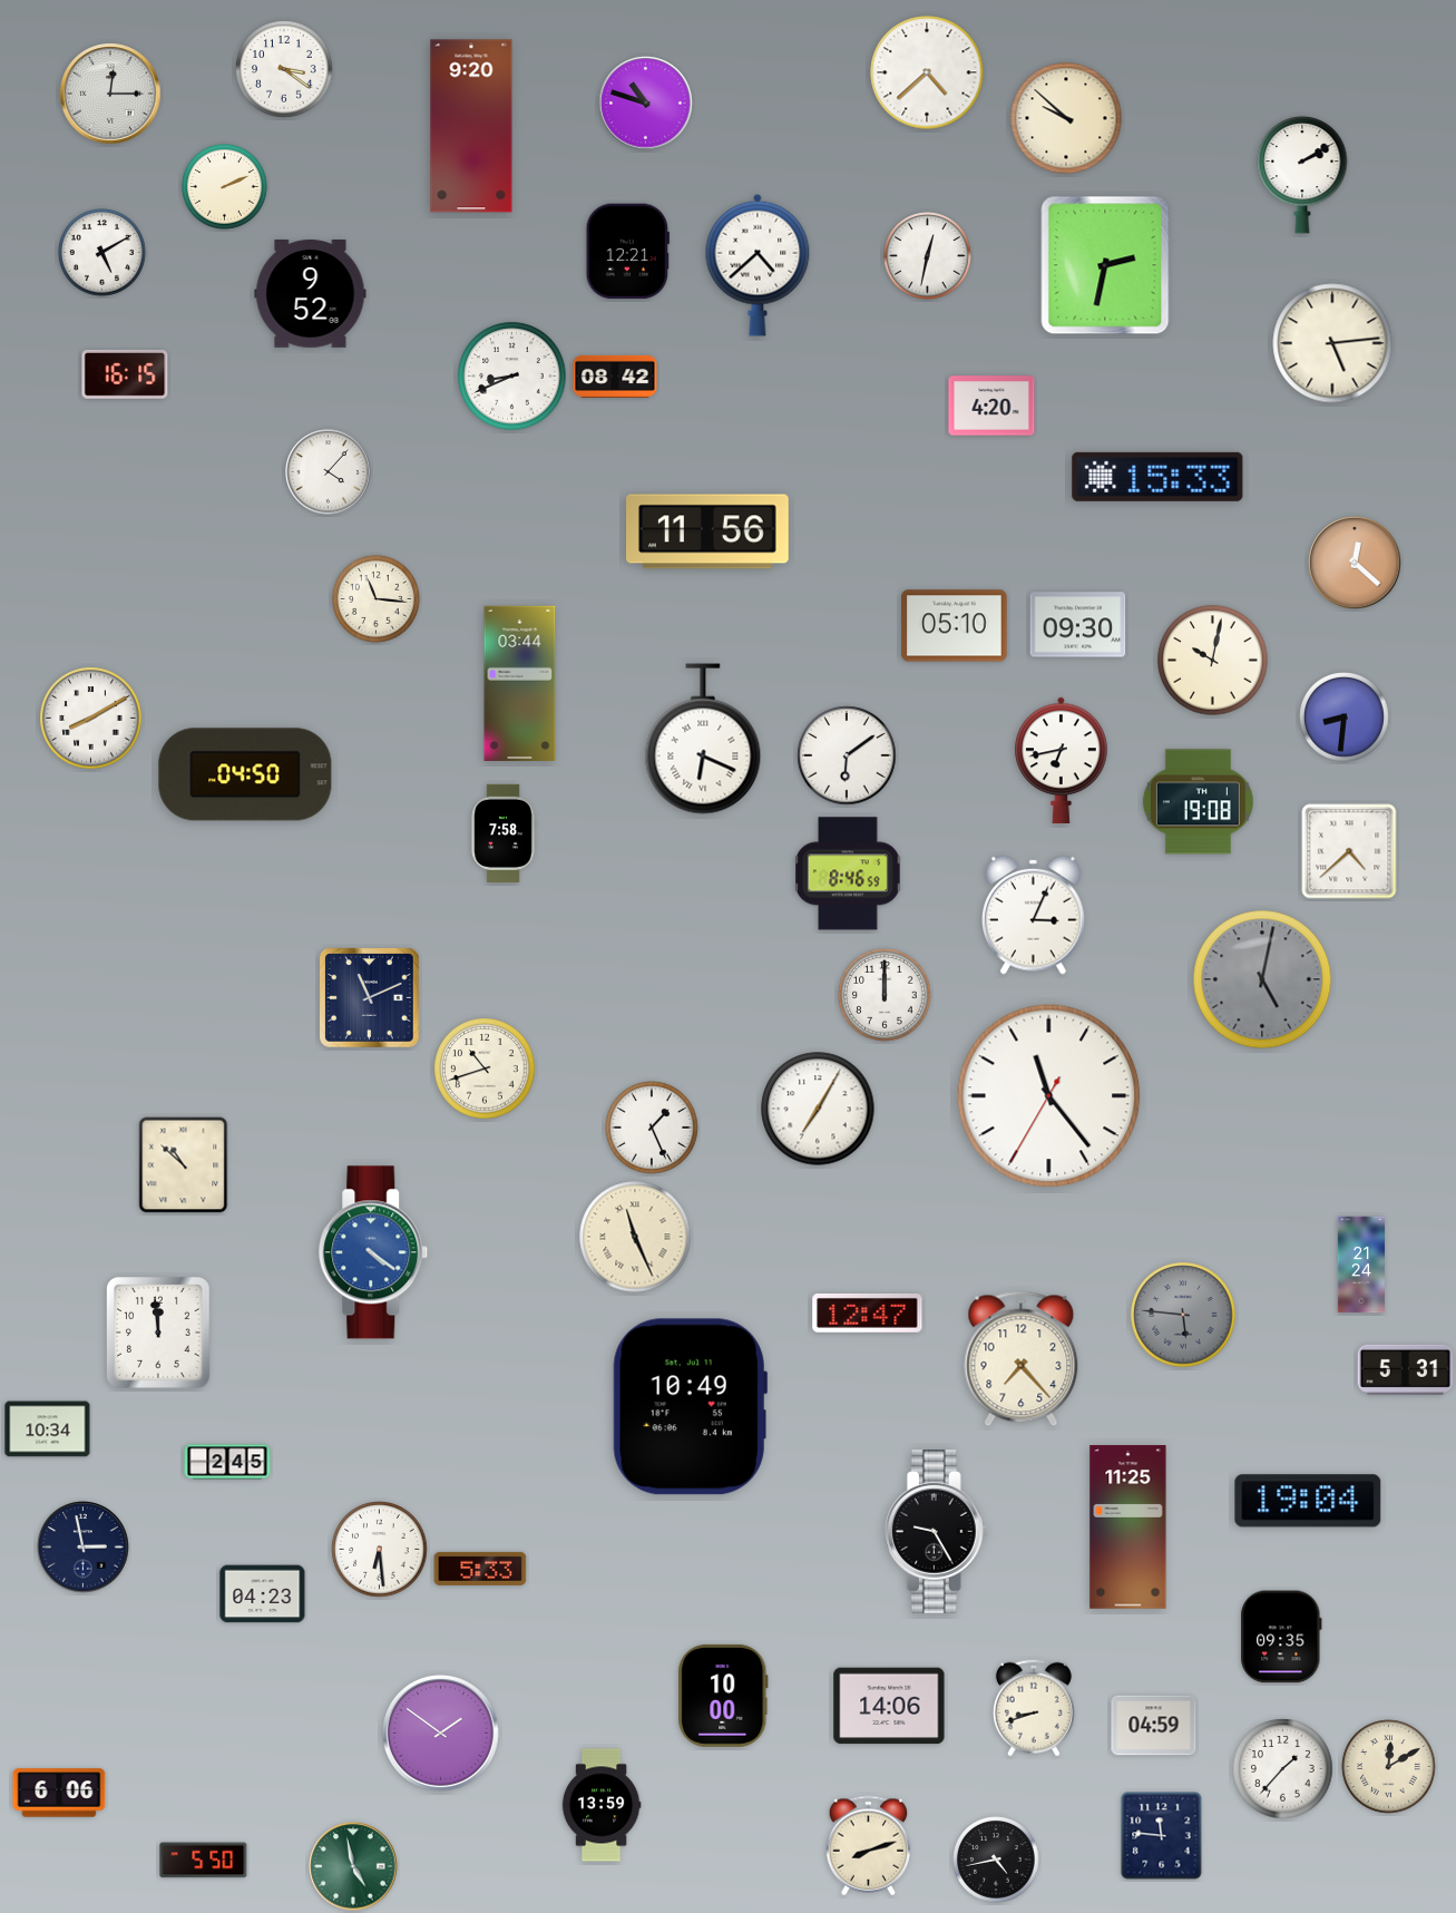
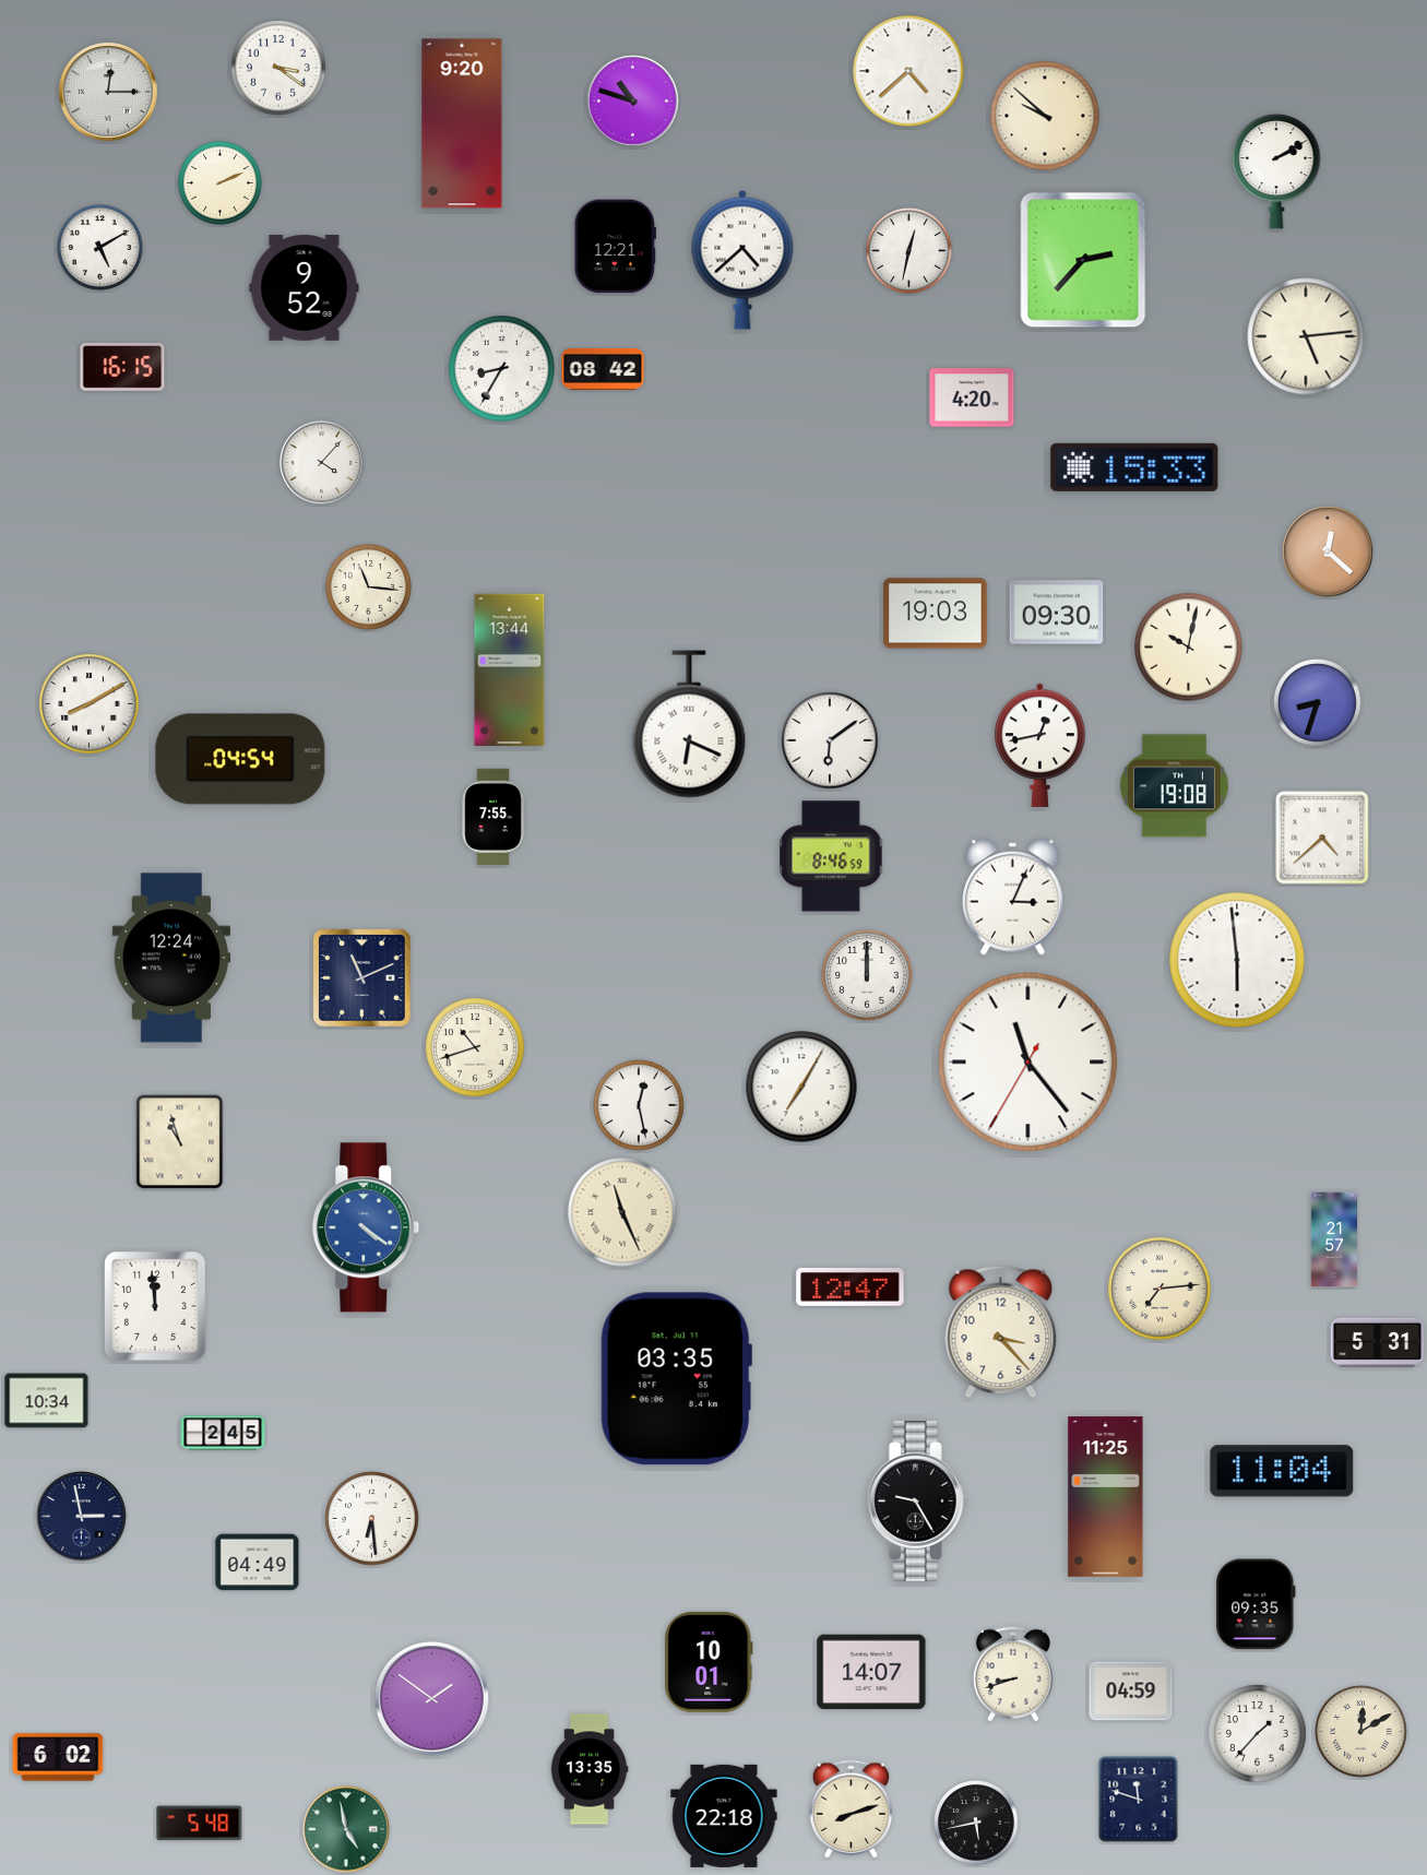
clock at (1105, 265): 2:32 -> 2:37
clock at (512, 377): 8:41 -> 8:35
clock at (709, 531): 11:56 -> none
clock at (955, 626): 05:10 -> 19:03
clock at (520, 683): 03:44 -> 13:44
clock at (1345, 718): 8:31 -> 8:33
clock at (1062, 760): 6:43 -> 12:43
clock at (245, 774): 04:50 -> 04:54
clock at (504, 832): 7:58 -> 7:55
clock at (1349, 851) position: (1349, 851) -> (1322, 838)
clock at (170, 958): none -> 12:24
clock at (1262, 979): 5:02 -> 5:59
clock at (1262, 979) dial: grey -> white
clock at (1049, 1096) position: (1049, 1096) -> (1028, 1063)
clock at (652, 1128): 1:26 -> 12:28
clock at (184, 1165): 10:52 -> 10:57
clock at (1361, 1265): 21:24 -> 21:57
clock at (1183, 1315): 5:46 -> 7:14
clock at (1183, 1315) dial: grey -> cream
clock at (1022, 1359): 7:23 -> 3:23
clock at (690, 1407): 10:49 -> 03:35
clock at (1308, 1501): 19:04 -> 11:04
clock at (480, 1569): 5:33 -> none
clock at (263, 1594): 04:23 -> 04:49
clock at (723, 1696): 10:00 -> 10:01
clock at (889, 1706): 14:06 -> 14:07
clock at (59, 1793): 6:06 -> 6:02
clock at (602, 1805): 13:59 -> 13:35
clock at (1162, 1836): 11:46 -> 11:48
clock at (724, 1816): none -> 22:18
clock at (204, 1861): 5:50 -> 5:48
clock at (997, 1861): 4:43 -> 5:43
